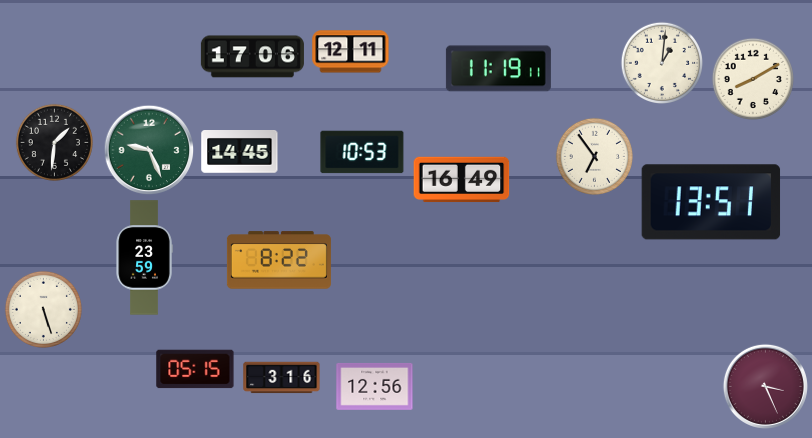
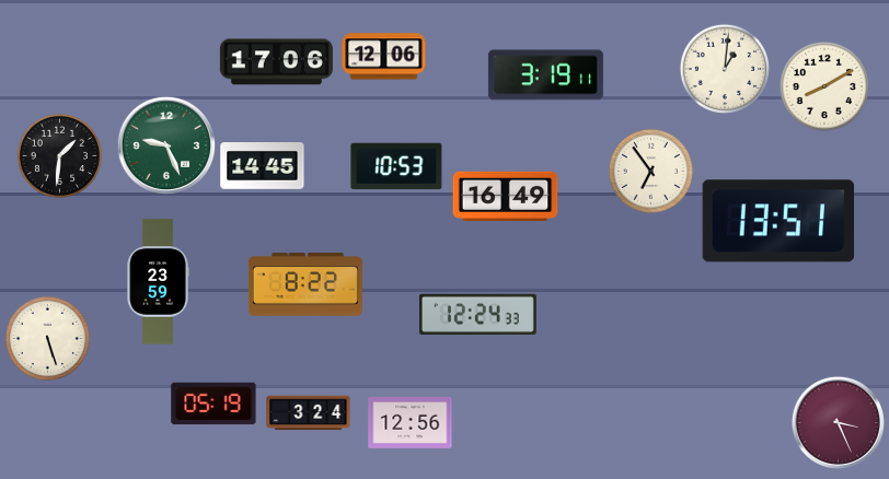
clock at (351, 52): 12:11 -> 12:06
clock at (498, 69): 11:19 -> 3:19
clock at (149, 150) position: (149, 150) -> (166, 145)
clock at (477, 314): none -> 12:24
clock at (195, 369): 05:15 -> 05:19
clock at (282, 378): 3:16 -> 3:24
